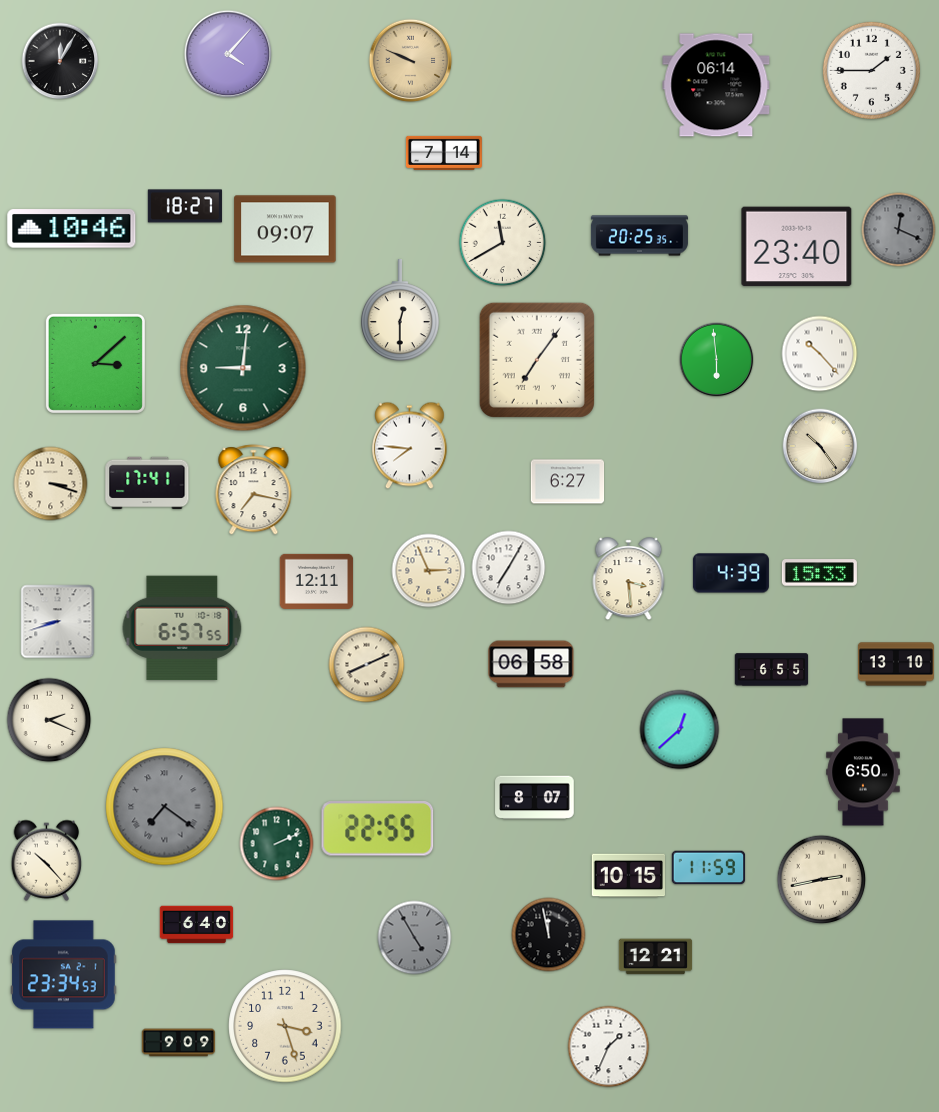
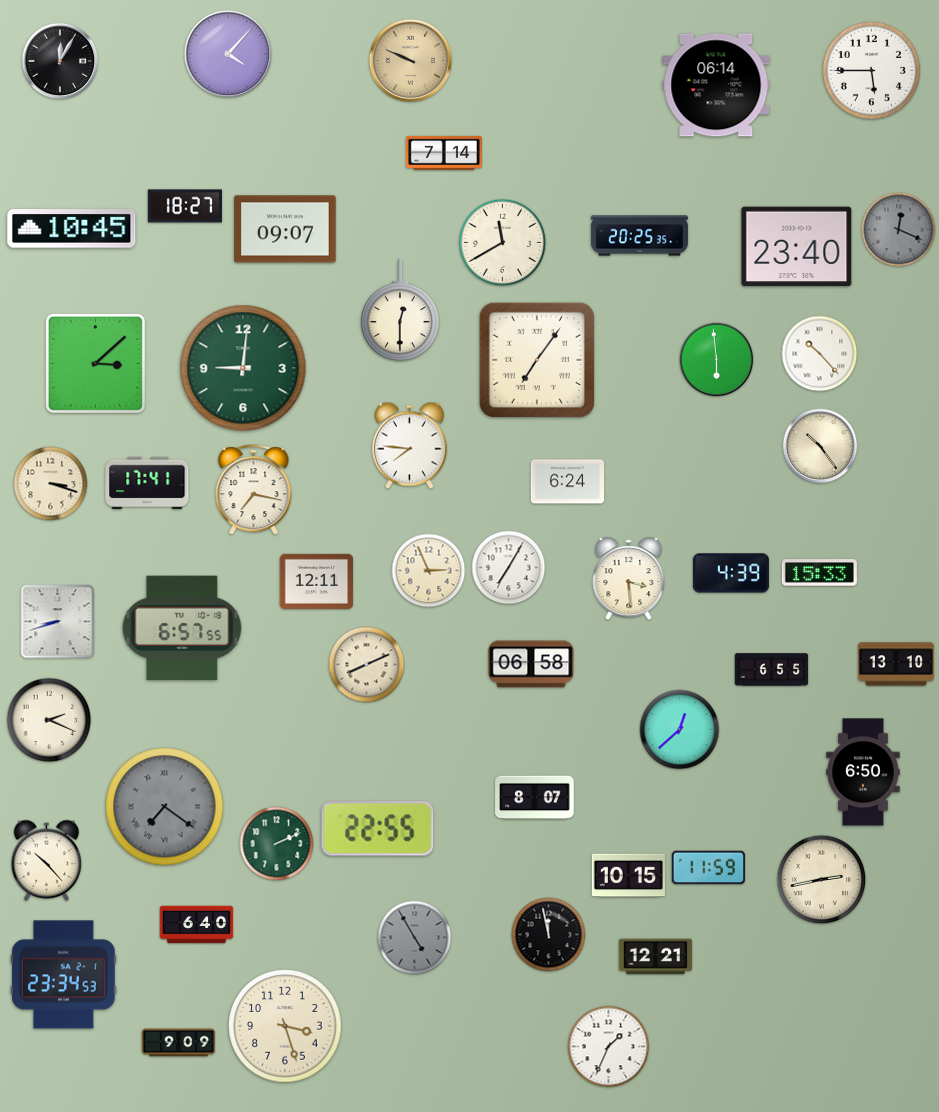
clock at (871, 70): 1:45 -> 5:45
clock at (72, 229): 10:46 -> 10:45
clock at (568, 482): 6:27 -> 6:24
